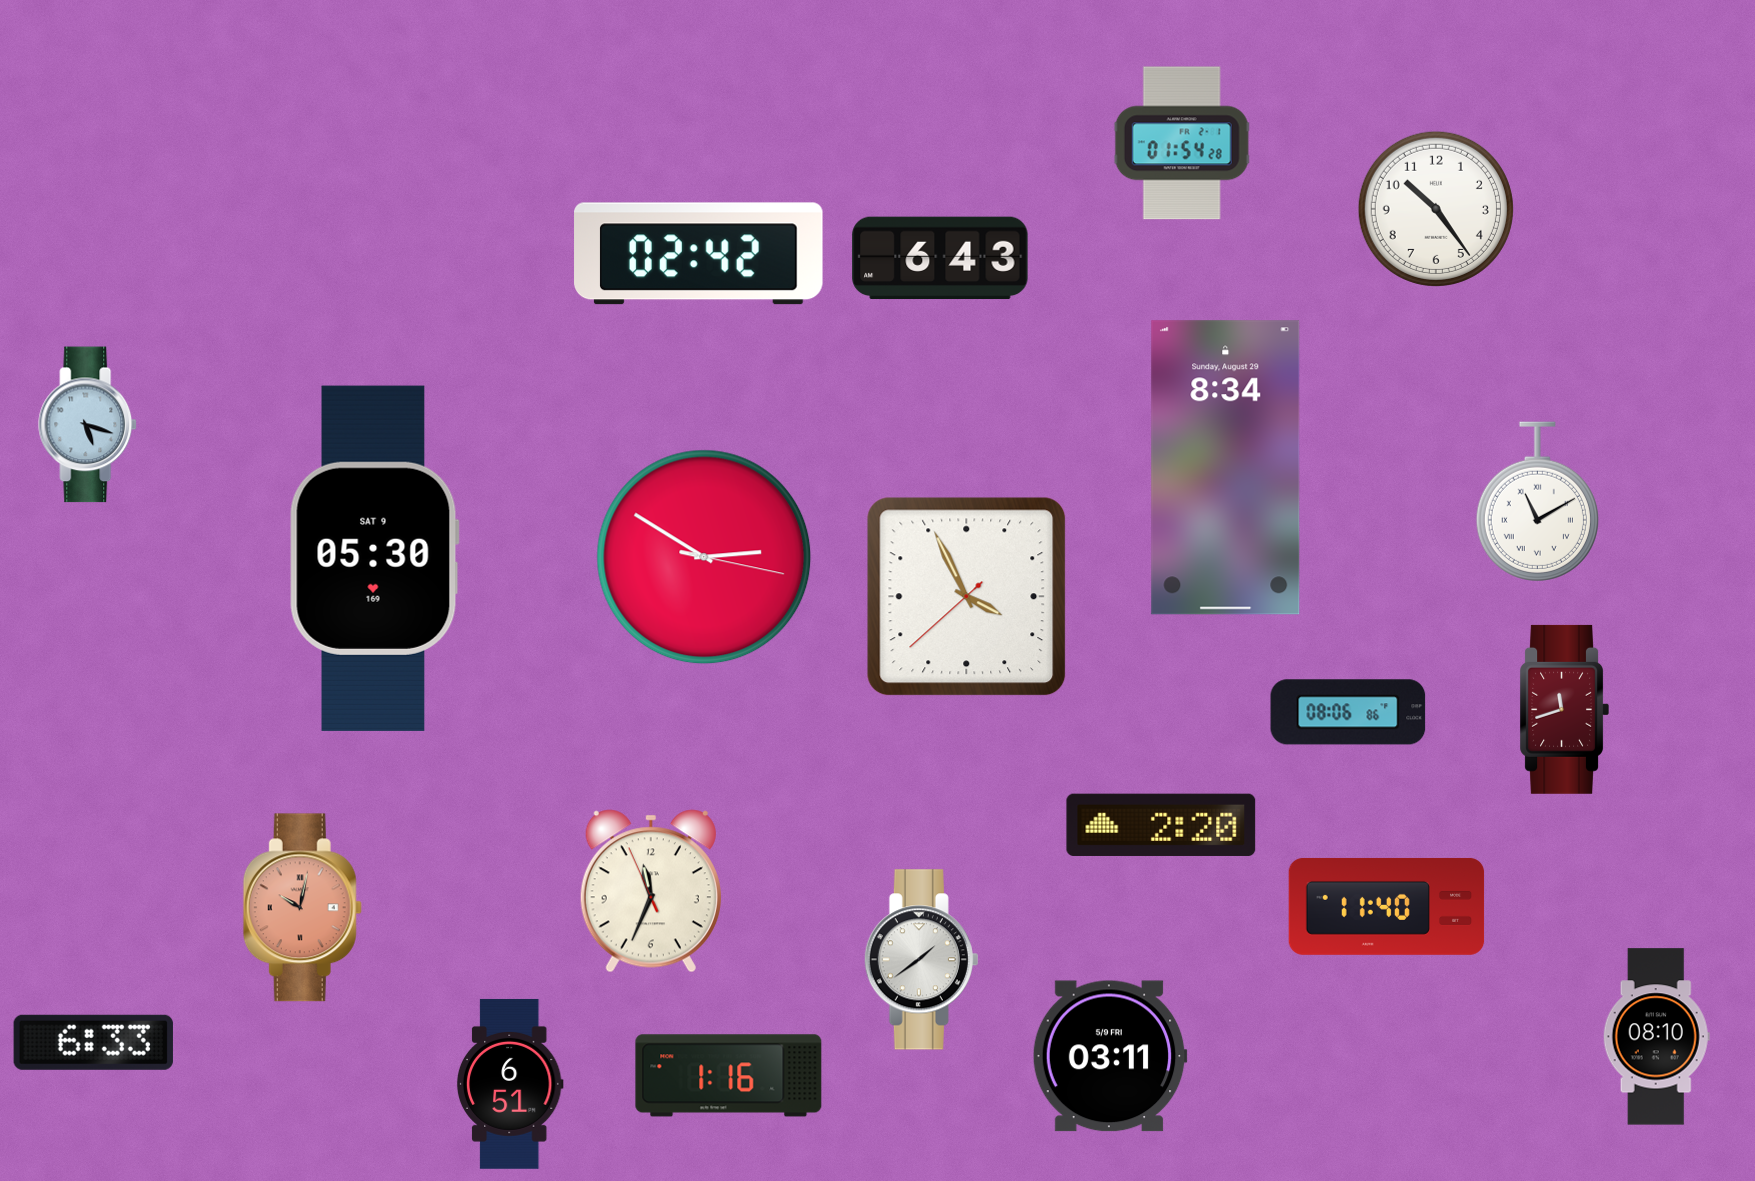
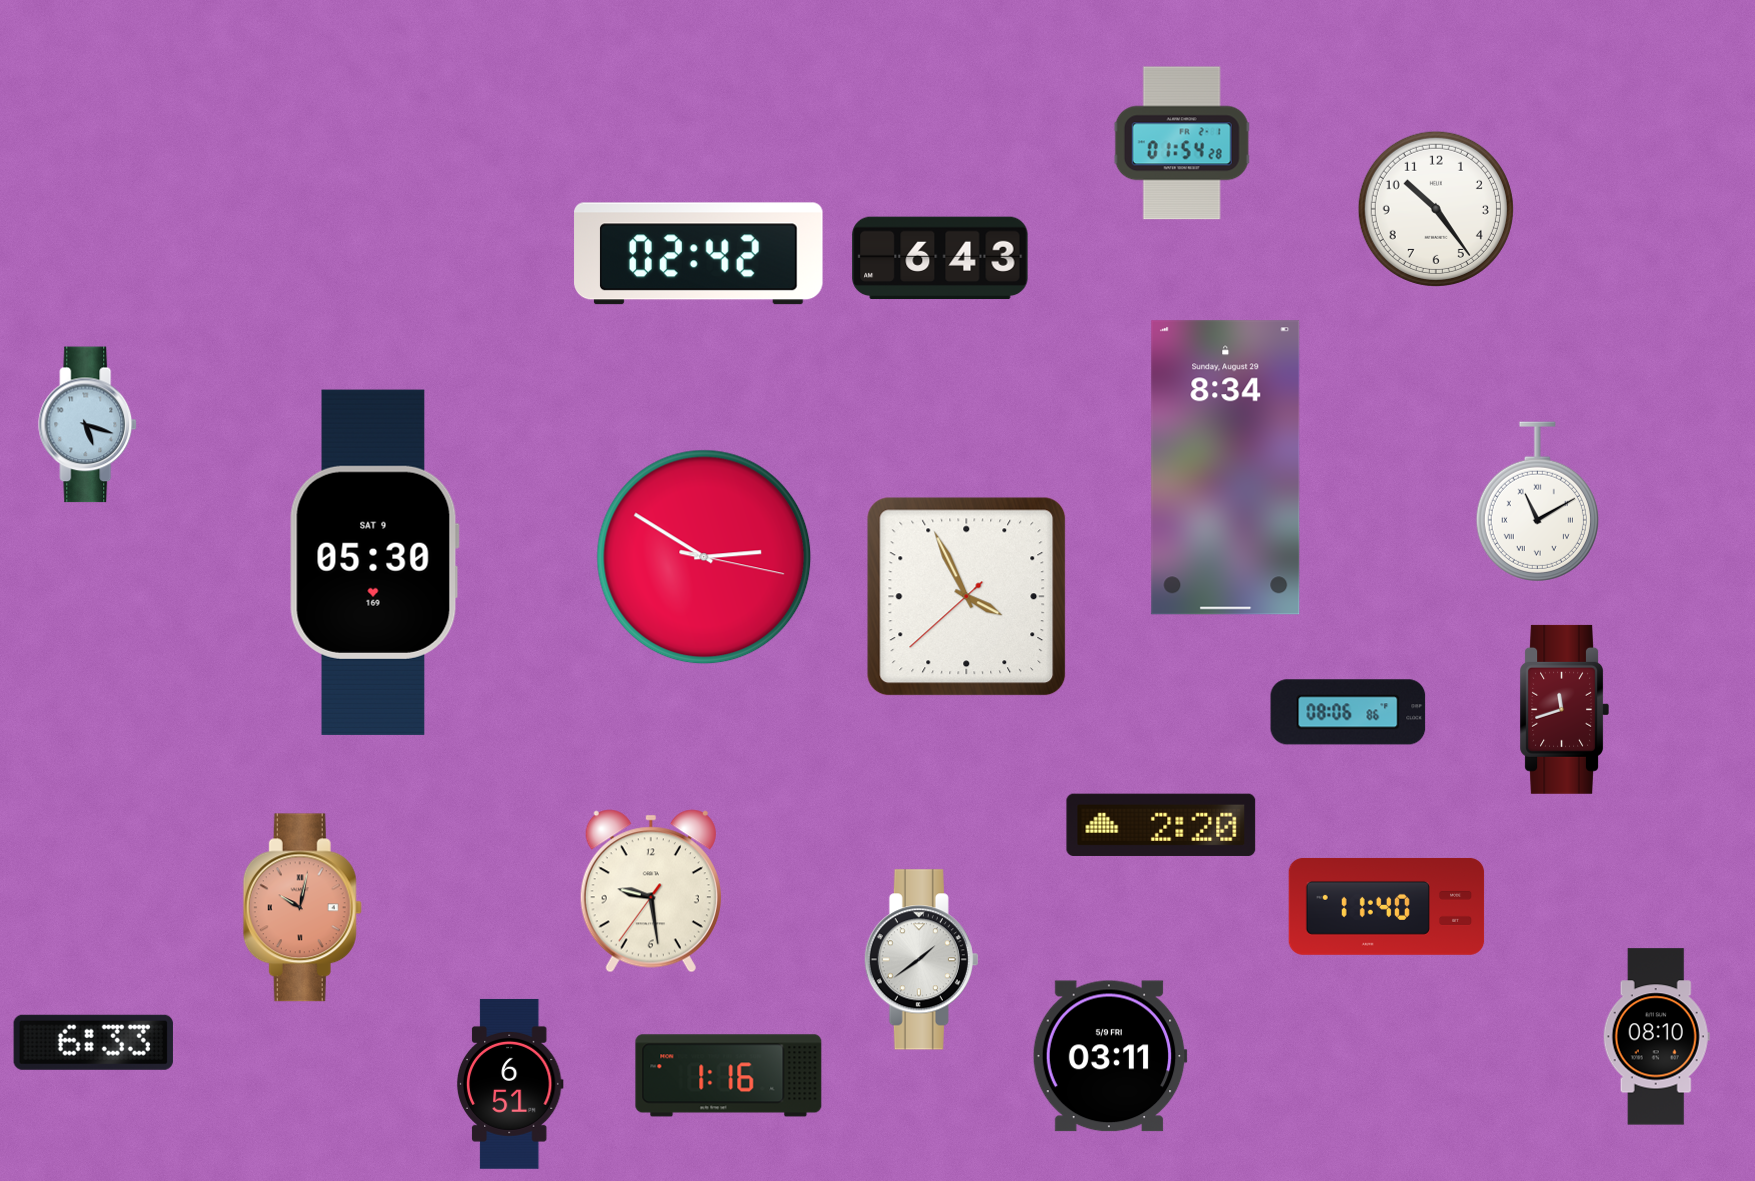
clock at (374, 558) position: (374, 558) -> (374, 562)
clock at (651, 891): 11:33 -> 9:28
